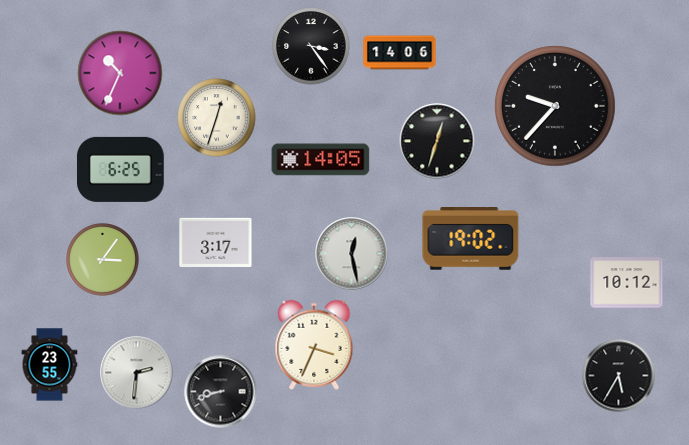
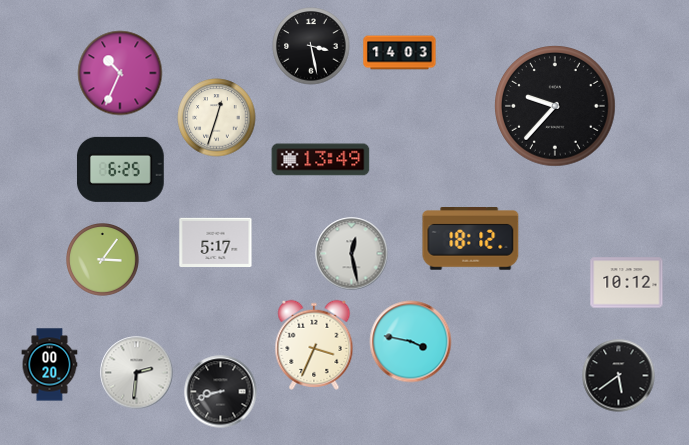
clock at (311, 46): 3:24 -> 3:28
clock at (400, 53): 14:06 -> 14:03
clock at (437, 141): 12:33 -> none
clock at (321, 160): 14:05 -> 13:49
clock at (471, 239): 19:02 -> 18:12
clock at (216, 242): 3:17 -> 5:17
clock at (411, 342): none -> 3:47
clock at (50, 365): 23:55 -> 00:20
clock at (619, 376): 5:35 -> 5:39
